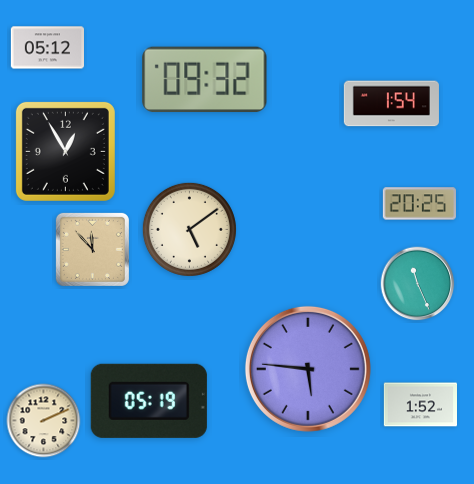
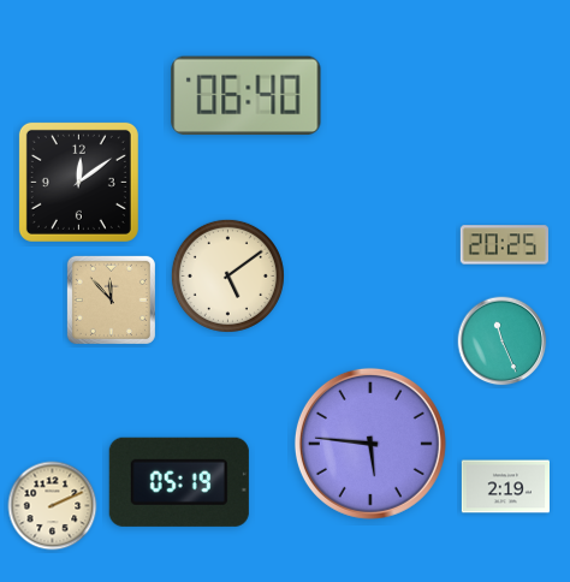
clock at (47, 48): 05:12 -> none
clock at (205, 80): 09:32 -> 06:40
clock at (391, 104): 1:54 -> none
clock at (65, 151): 12:55 -> 12:09
clock at (420, 405): 1:52 -> 2:19
